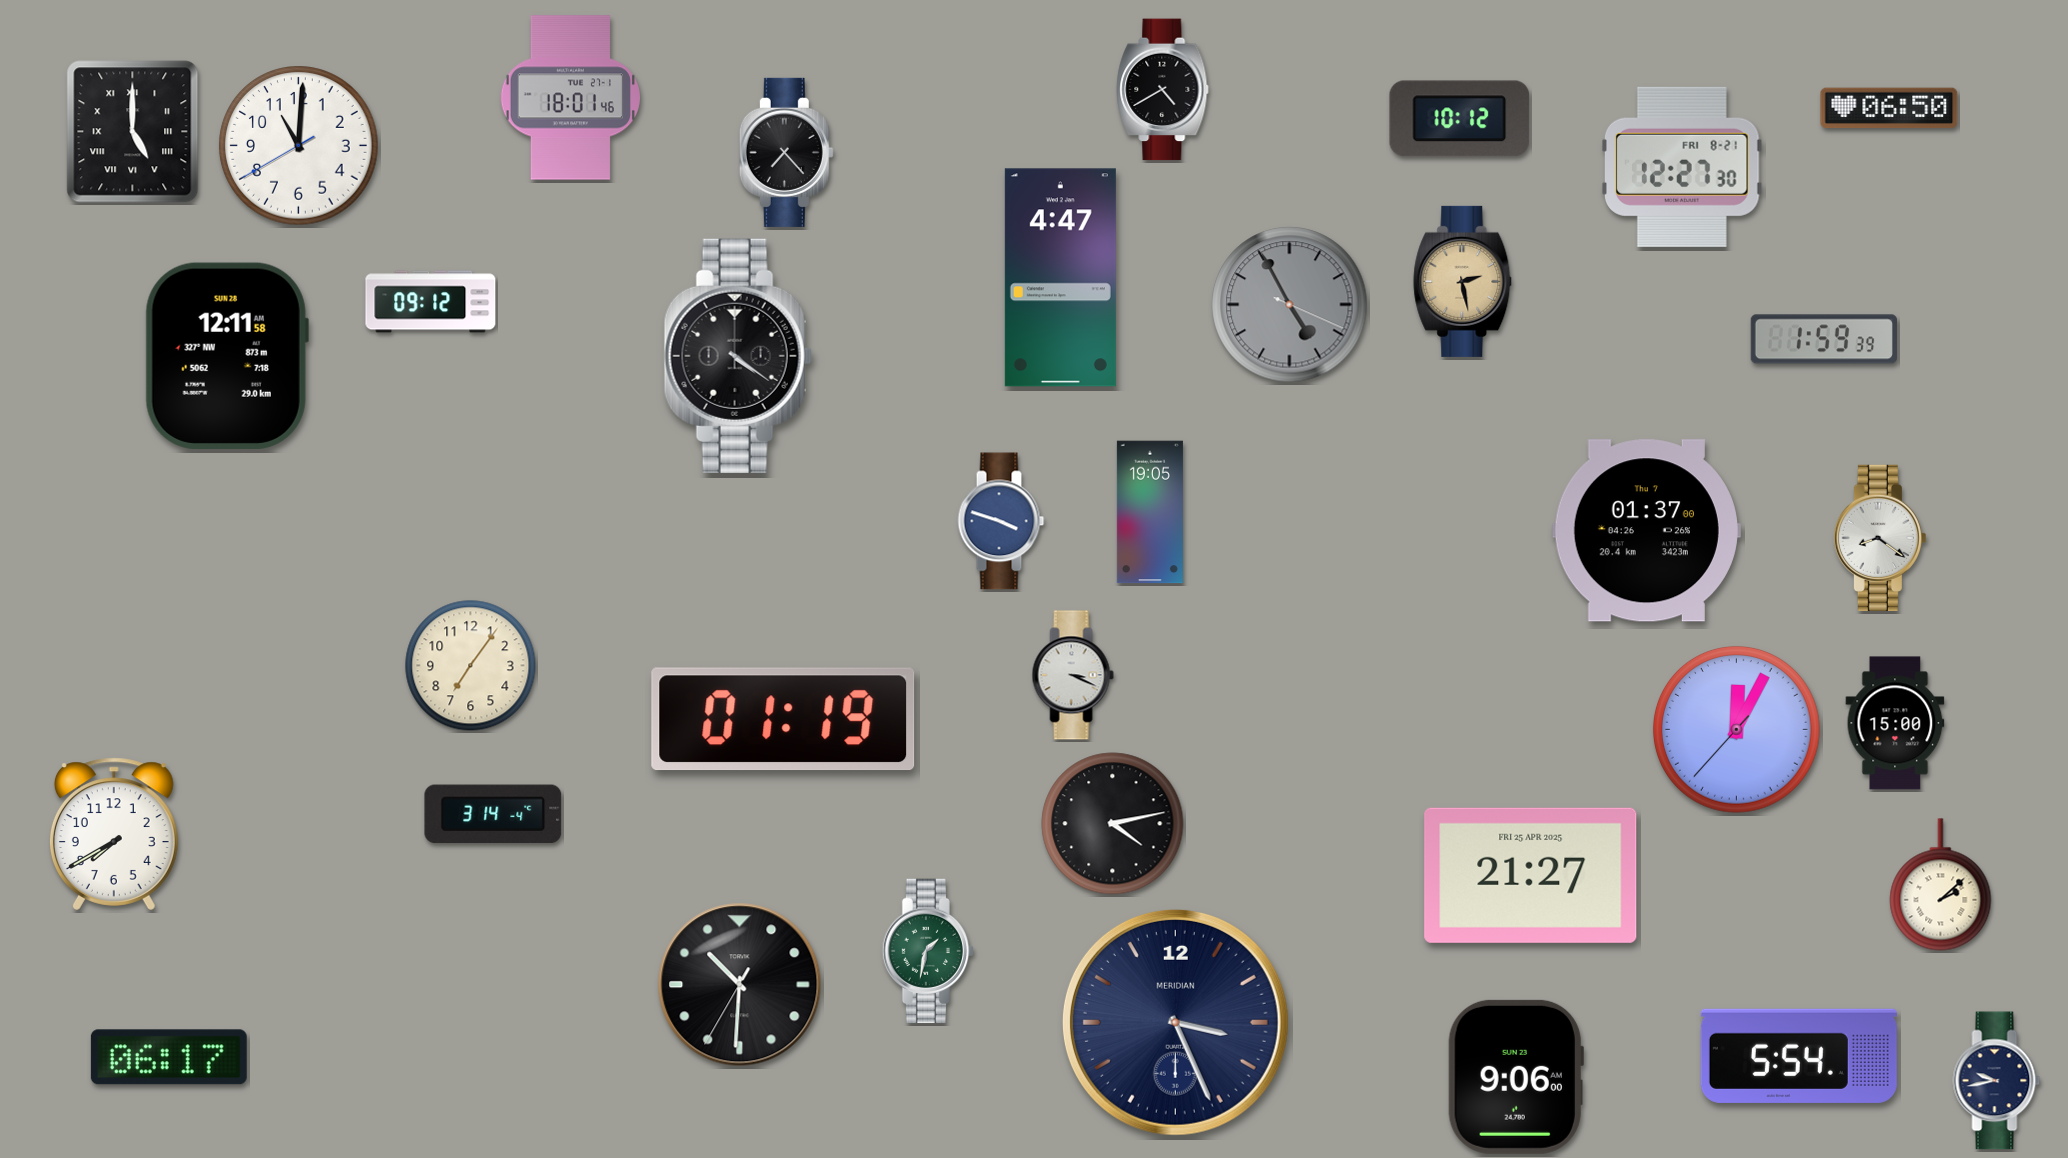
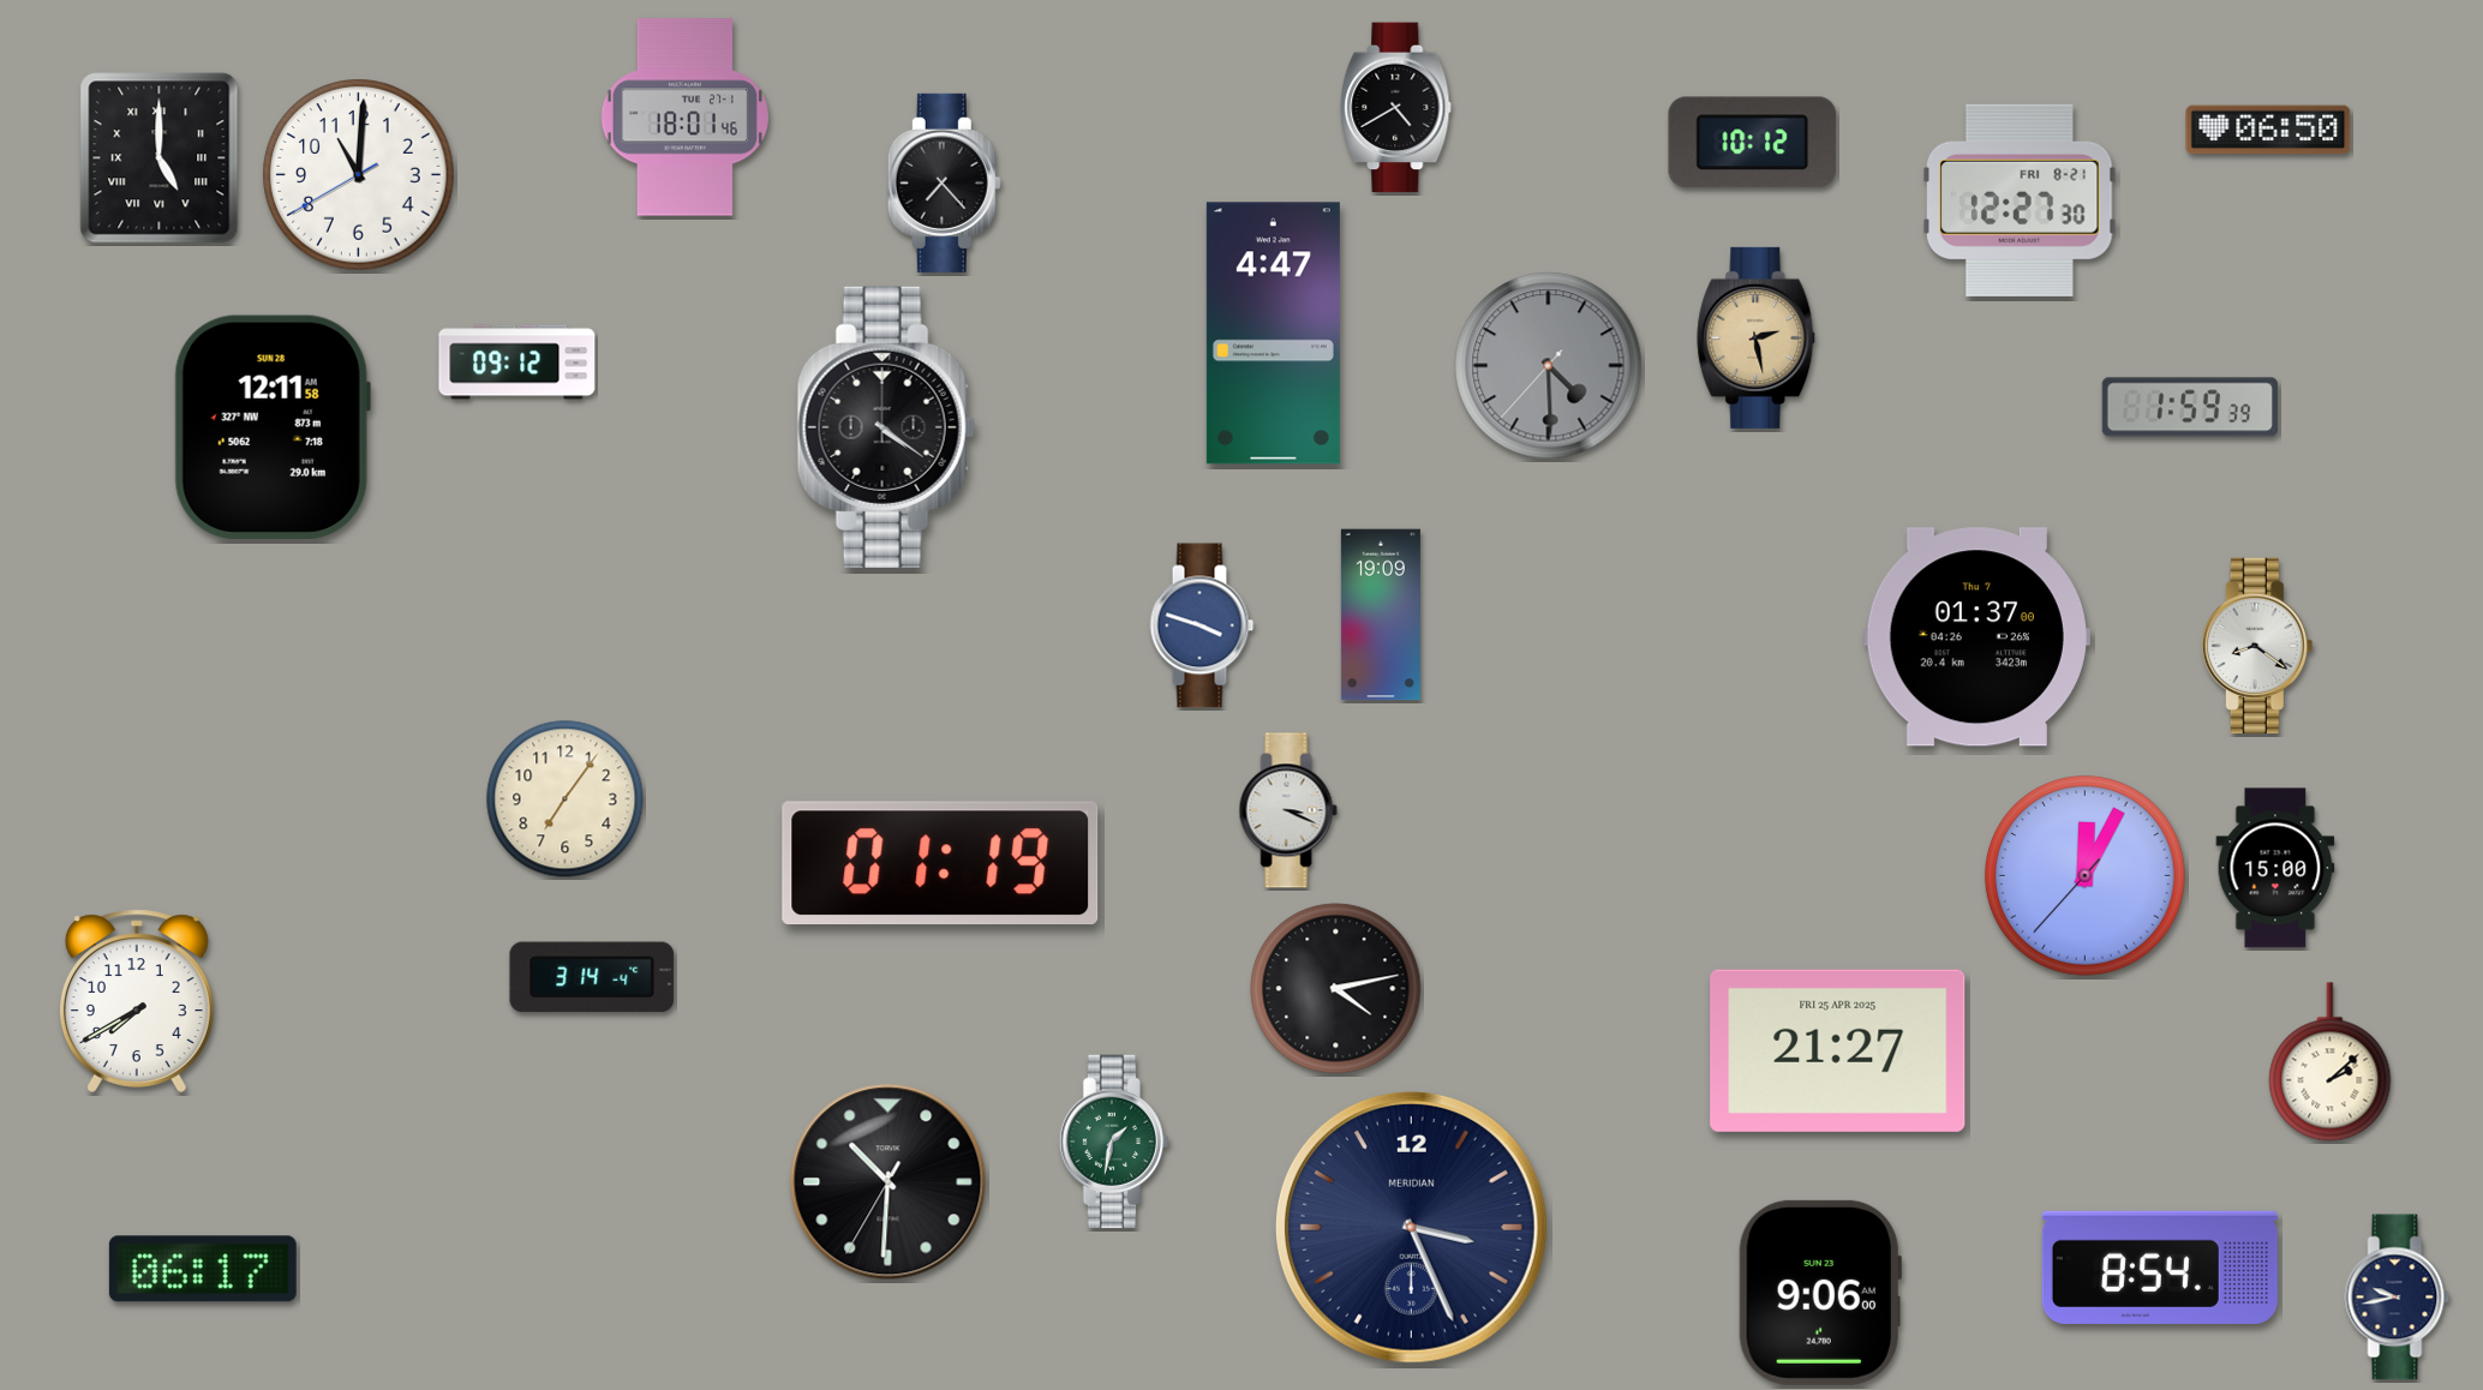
clock at (1290, 305): 4:55 -> 4:29
clock at (1150, 512): 19:05 -> 19:09
clock at (1799, 1056): 5:54 -> 8:54
